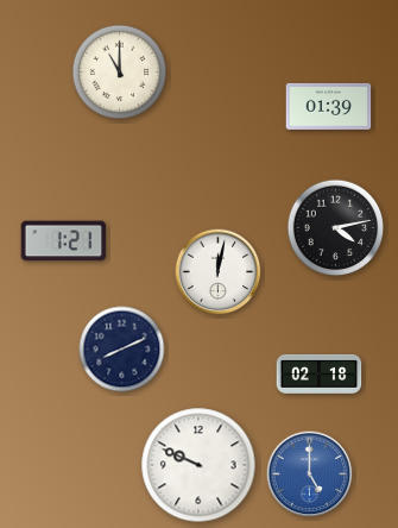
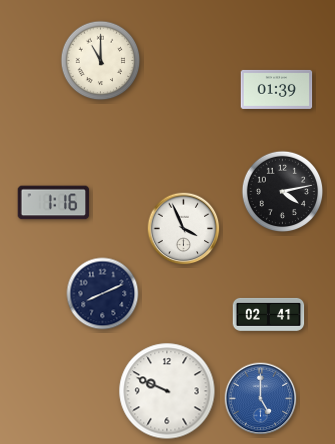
clock at (64, 241): 1:21 -> 1:16
clock at (219, 272): 12:02 -> 3:56
clock at (320, 373): 02:18 -> 02:41
